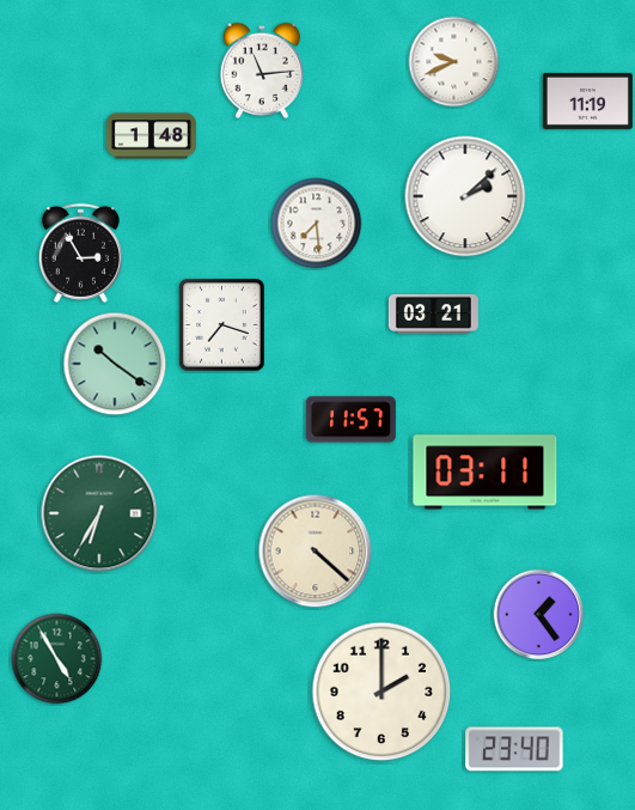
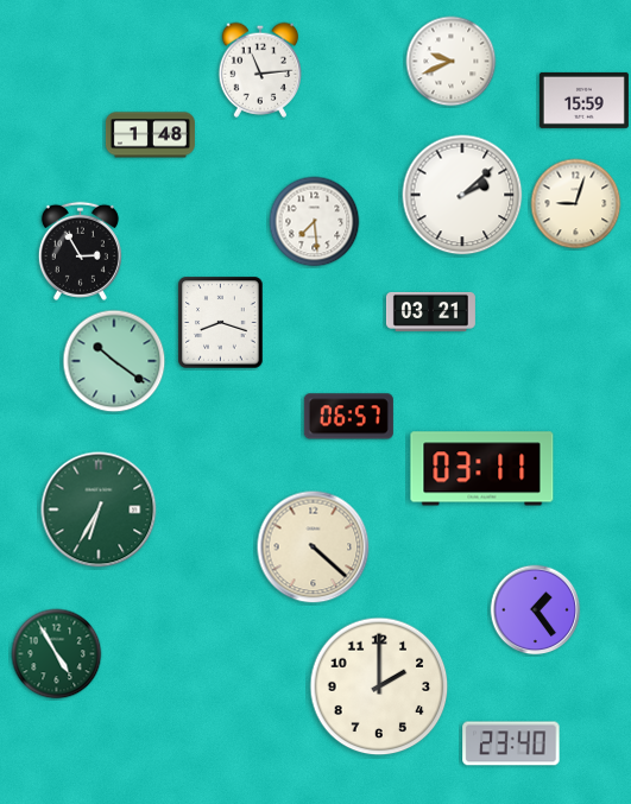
clock at (587, 101): 11:19 -> 15:59
clock at (576, 204): none -> 9:03
clock at (222, 325): 7:18 -> 8:18
clock at (350, 420): 11:57 -> 06:57
